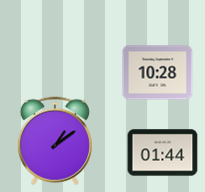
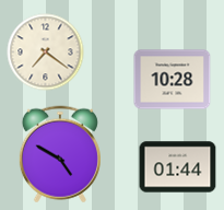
clock at (46, 52): none -> 7:21
clock at (55, 141): 1:09 -> 4:50
